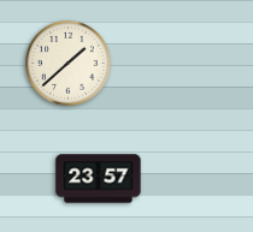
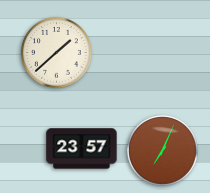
clock at (163, 151): none -> 7:04
